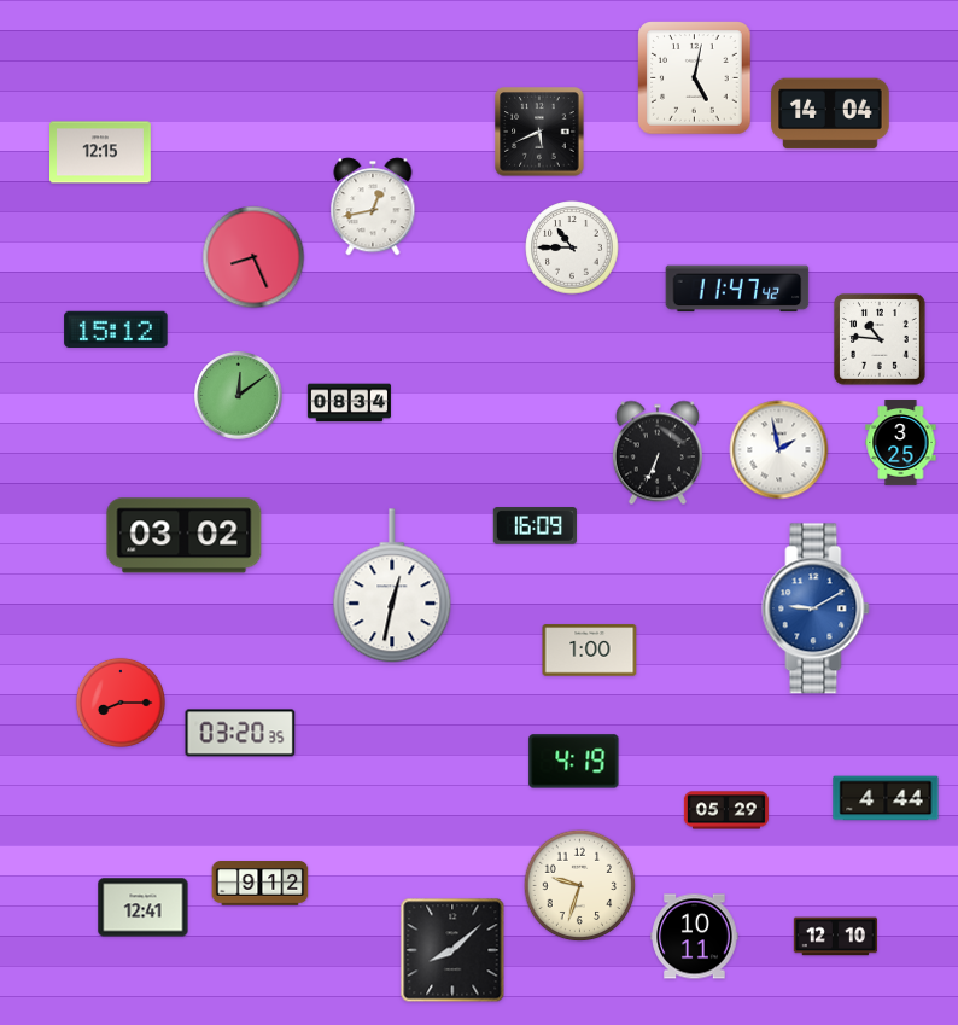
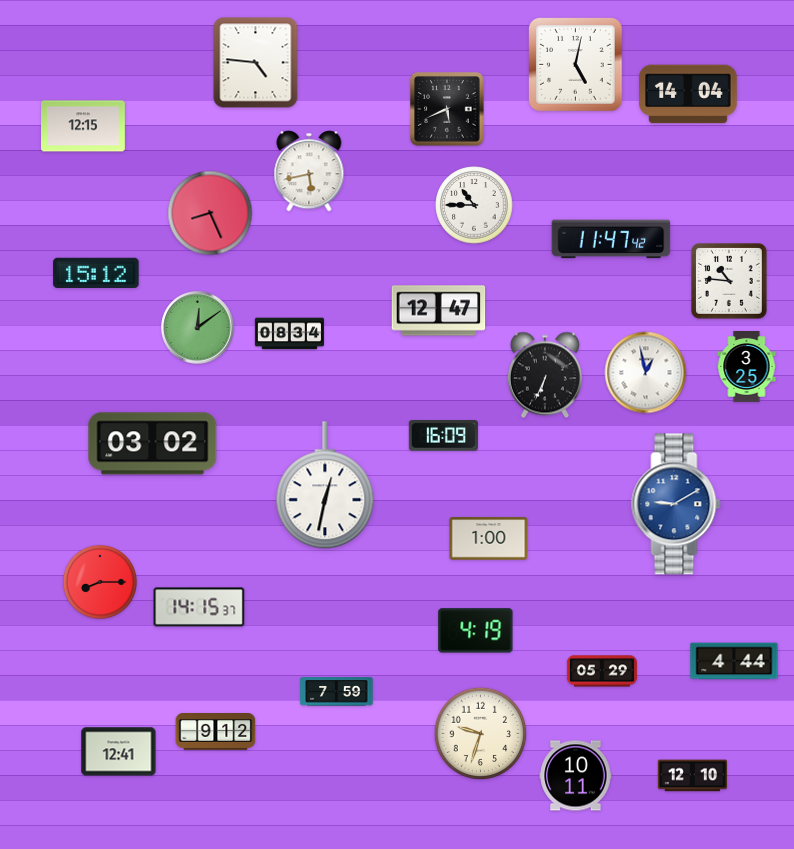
clock at (256, 63): none -> 4:46
clock at (373, 206): 12:43 -> 5:43
clock at (439, 311): none -> 12:47
clock at (779, 450): 1:58 -> 12:58
clock at (240, 733): 03:20 -> 14:15
clock at (337, 692): none -> 7:59
clock at (452, 950): 8:08 -> none
